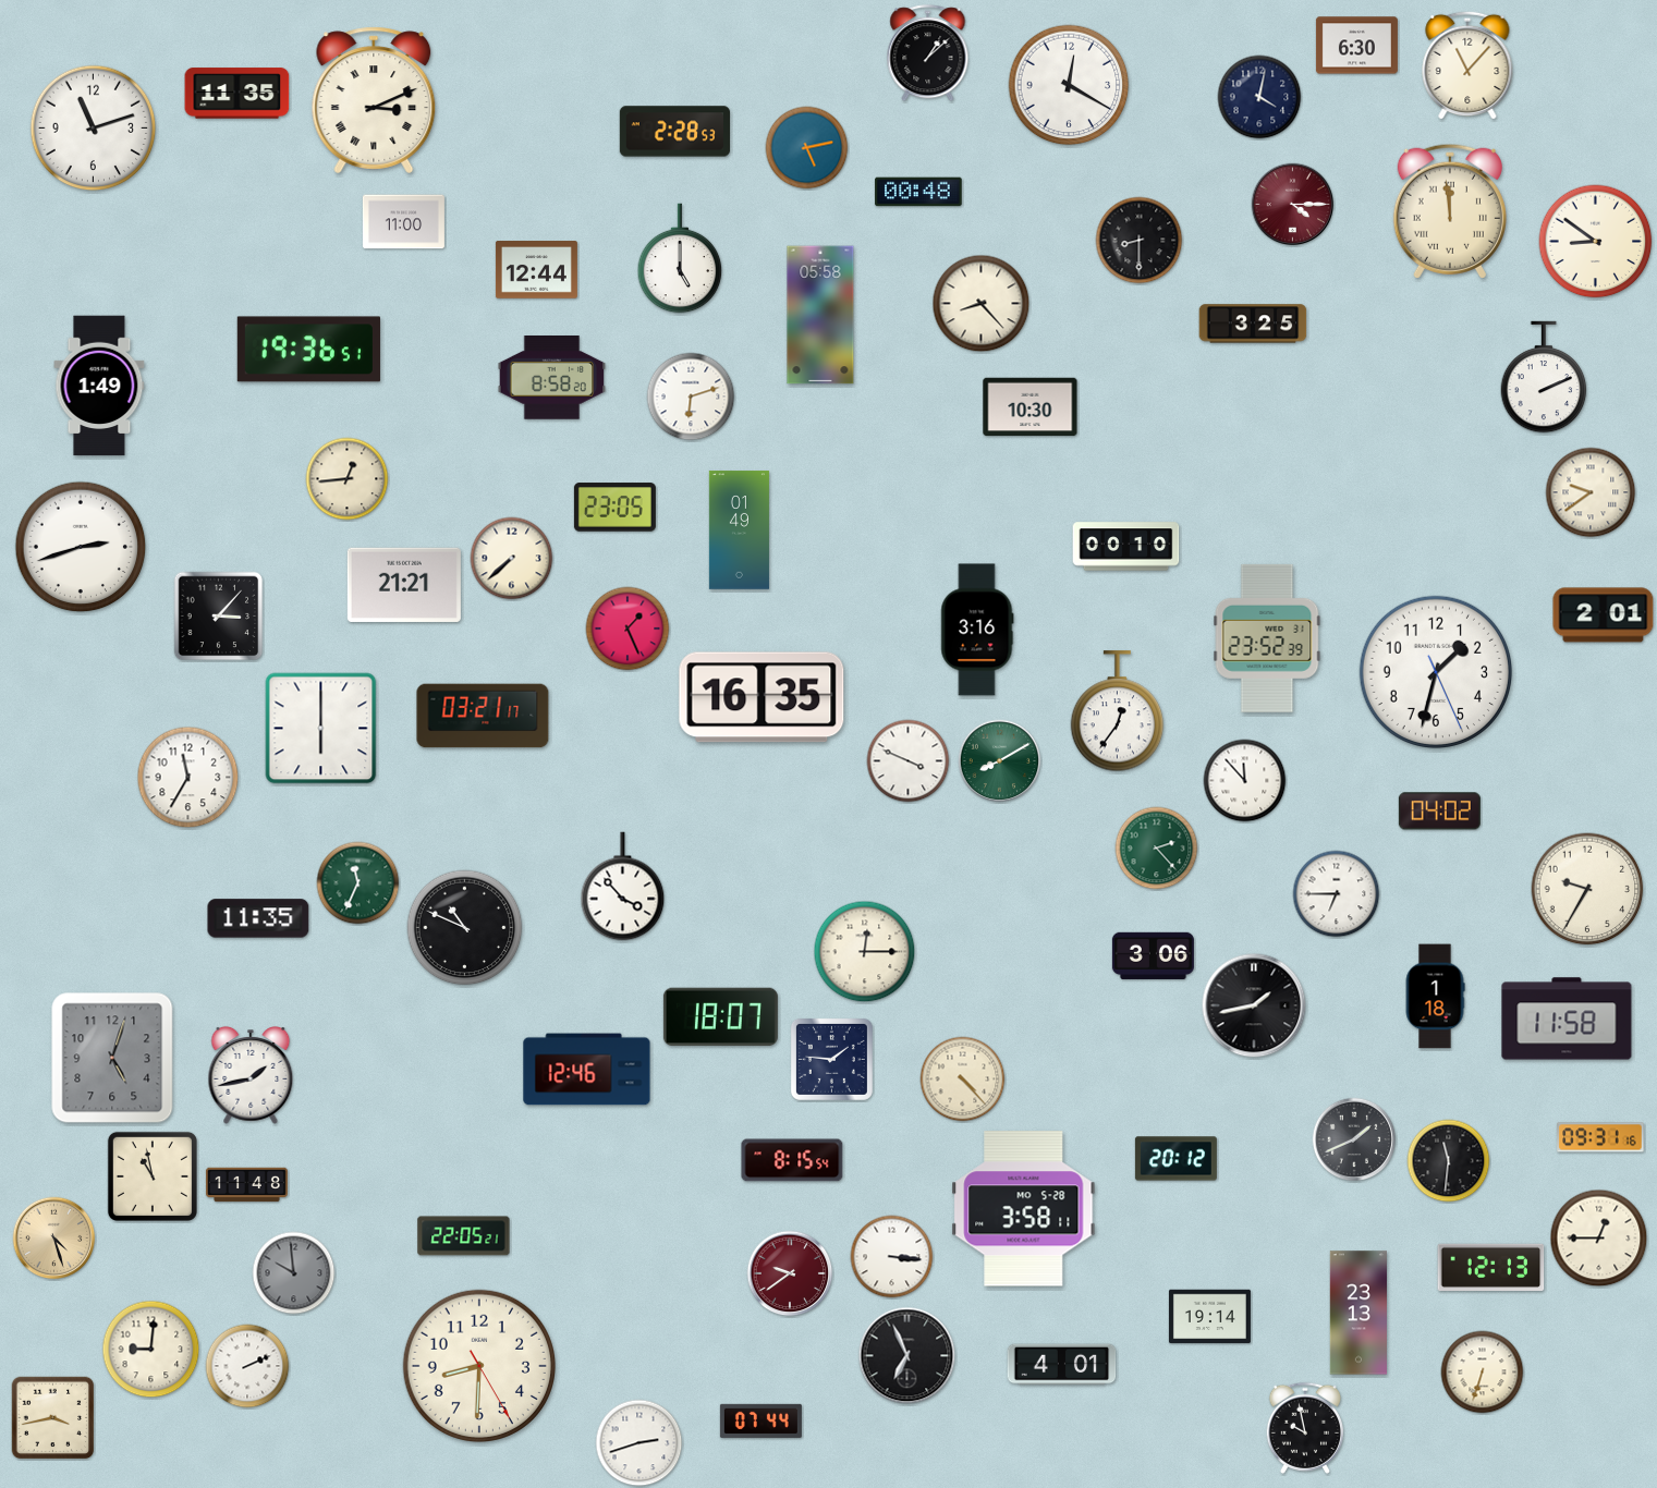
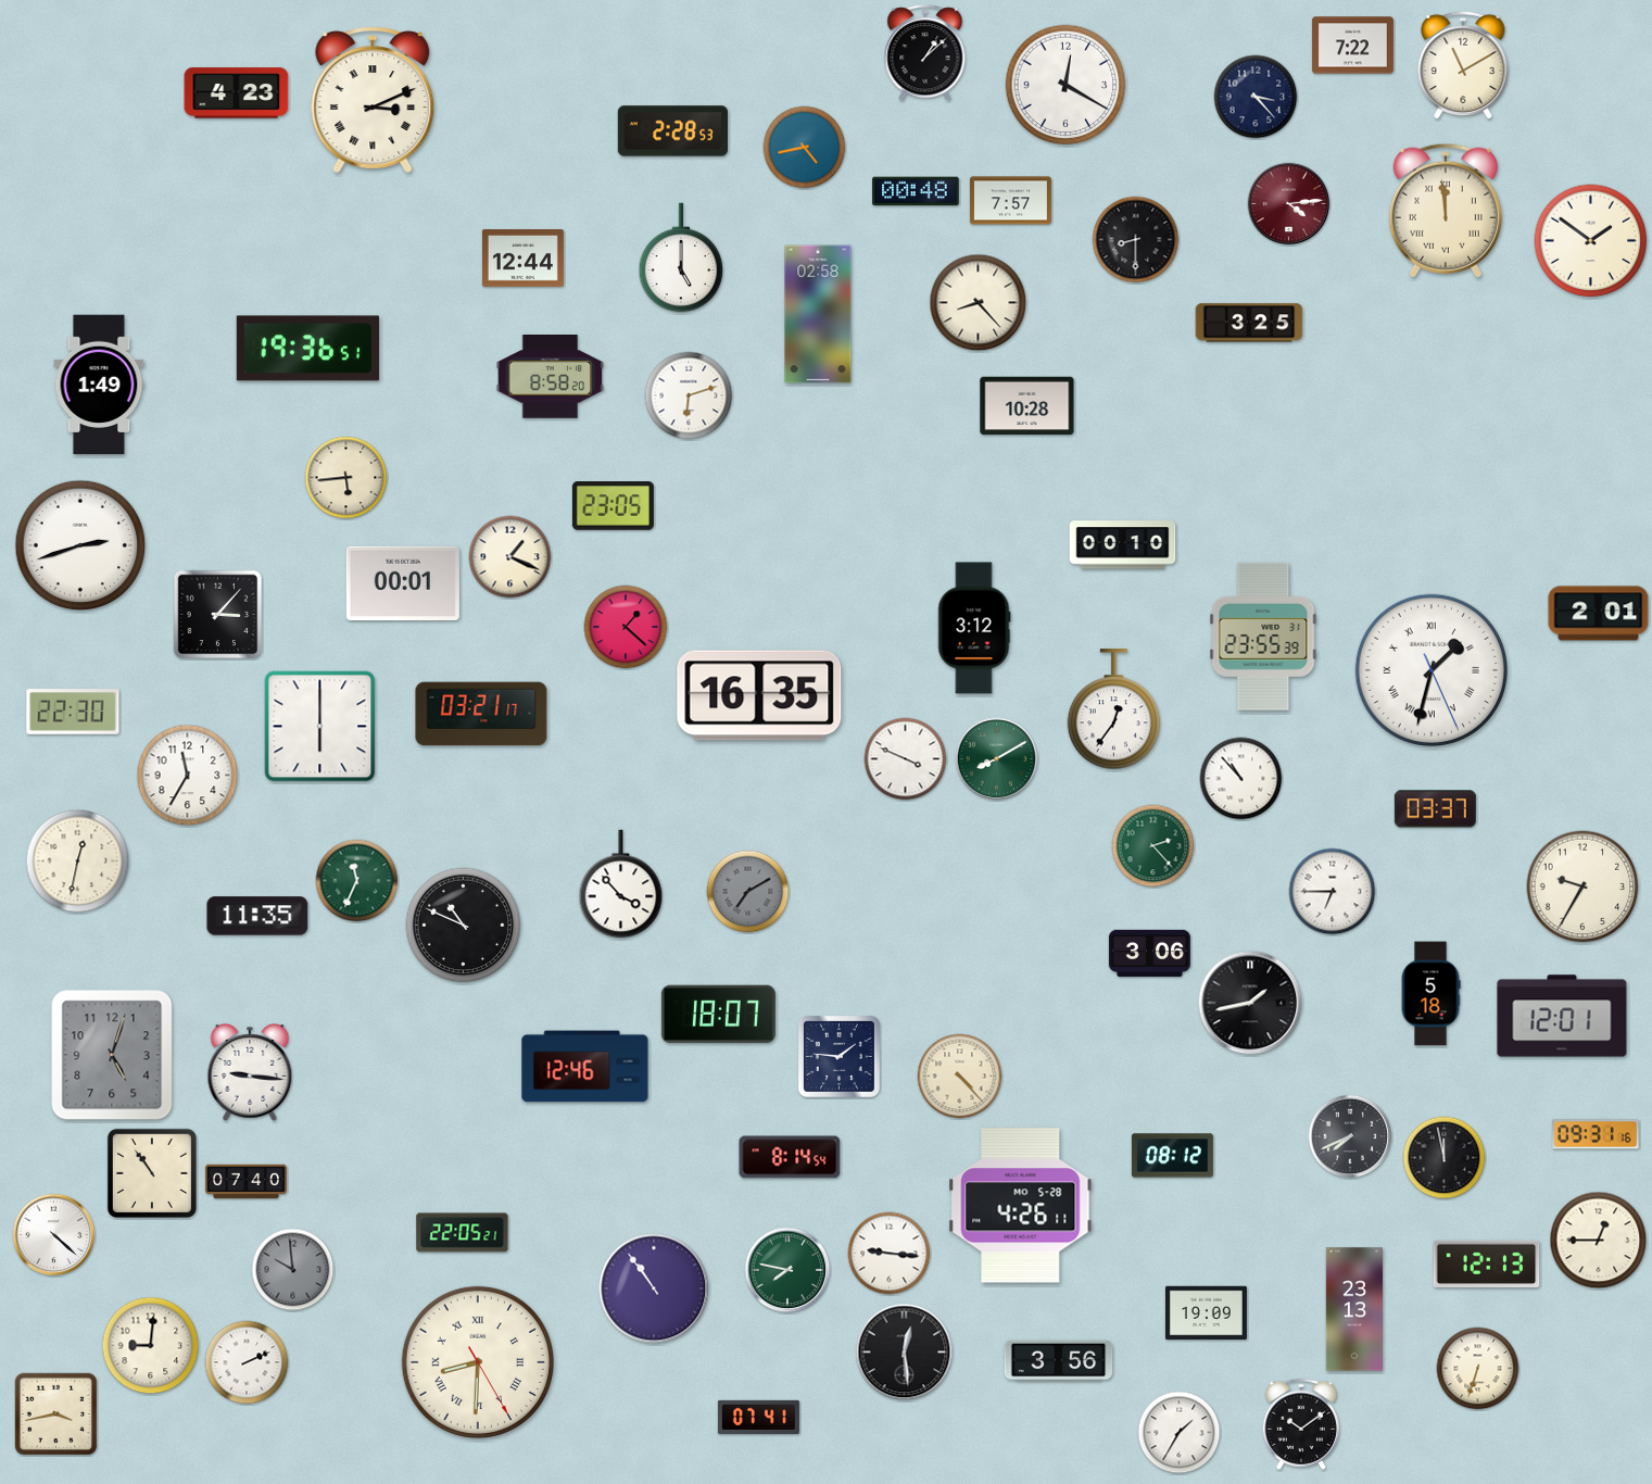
clock at (1356, 46): 6:30 -> 7:22
clock at (1467, 65): 11:07 -> 11:10
clock at (237, 94): 11:35 -> 4:23
clock at (1259, 97): 4:02 -> 3:23
clock at (94, 129): 11:12 -> none
clock at (807, 148): 5:13 -> 4:43
clock at (1010, 201): none -> 7:57
clock at (1293, 205): 4:15 -> 4:14
clock at (403, 222): 11:00 -> none
clock at (1596, 242): 8:51 -> 1:51
clock at (680, 258) position: (680, 258) -> (681, 257)
clock at (536, 270) position: (536, 270) -> (522, 259)
clock at (820, 315): 05:58 -> 02:58
clock at (1544, 377): 2:11 -> none
clock at (1031, 407): 10:30 -> 10:28
clock at (348, 479): 12:44 -> 5:44
clock at (1591, 492): 9:39 -> none
clock at (739, 530): 01:49 -> none
clock at (512, 559): 7:38 -> 1:19
clock at (404, 585): 21:21 -> 00:01
clock at (628, 629): 1:26 -> 1:22
clock at (977, 630): 3:16 -> 3:12
clock at (1267, 638): 23:52 -> 23:55
clock at (1435, 671) numerals: Arabic -> Roman
clock at (73, 712): none -> 22:30
clock at (1245, 781): 11:53 -> 10:53
clock at (1439, 812): 04:02 -> 03:37
clock at (78, 862): none -> 12:32
clock at (748, 892): none -> 7:10
clock at (865, 952): 12:15 -> none
clock at (1435, 997): 1:18 -> 5:18
clock at (1567, 1019): 11:58 -> 12:01
clock at (831, 1059) position: (831, 1059) -> (838, 1056)
clock at (251, 1076): 1:43 -> 9:16
clock at (1354, 1139): 1:41 -> 7:41
clock at (1175, 1159): 20:12 -> 08:12
clock at (792, 1160): 8:15 -> 8:14
clock at (1449, 1161): 11:31 -> 11:58
clock at (153, 1176): 10:58 -> 10:54
clock at (246, 1185): 11:48 -> 07:40
clock at (1024, 1209): 3:58 -> 4:26
clock at (54, 1239): 4:27 -> 4:22
clock at (54, 1239) dial: champagne -> white
clock at (1599, 1239) position: (1599, 1239) -> (1599, 1241)
clock at (892, 1257): 3:16 -> 9:16
clock at (790, 1273): 9:39 -> 7:47
clock at (790, 1273) dial: burgundy -> green
clock at (654, 1288): none -> 10:54
clock at (1209, 1317): 19:14 -> 19:09
clock at (907, 1356): 6:56 -> 12:29
clock at (478, 1365) numerals: Arabic -> Roman
clock at (1062, 1365): 4:01 -> 3:56
clock at (53, 1418) position: (53, 1418) -> (56, 1414)
clock at (760, 1420): 07:44 -> 07:41
clock at (1305, 1428): 9:58 -> 10:09
clock at (1180, 1433): none -> 1:35
clock at (639, 1443): 2:42 -> none
